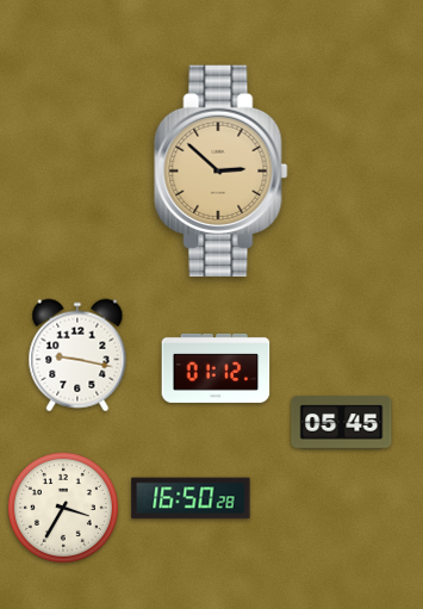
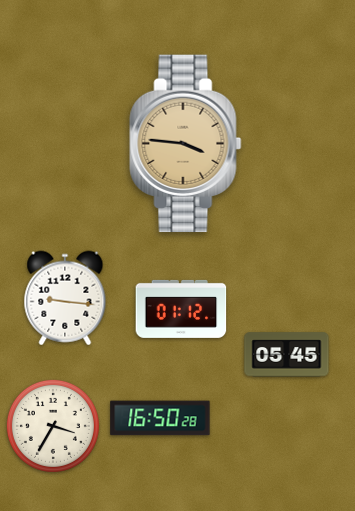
clock at (222, 172): 2:52 -> 3:46
clock at (77, 355): 9:17 -> 9:16
